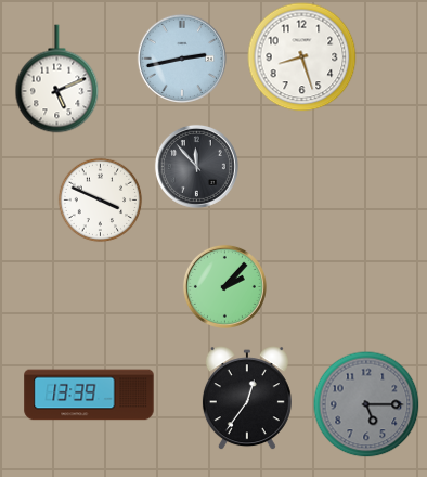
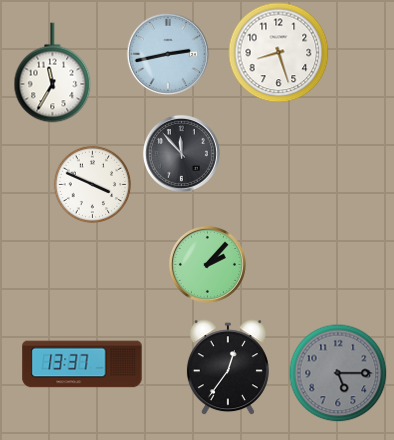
clock at (57, 79): 5:11 -> 11:35
clock at (89, 395): 13:39 -> 13:37
